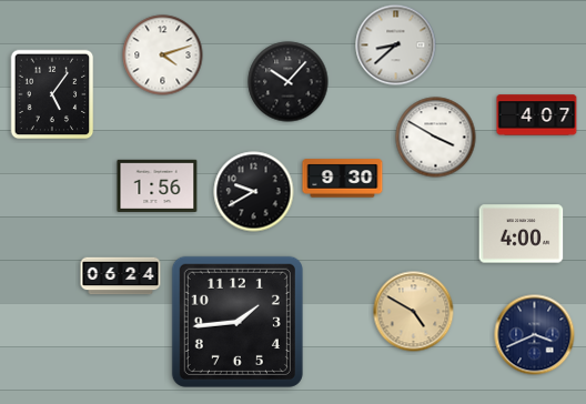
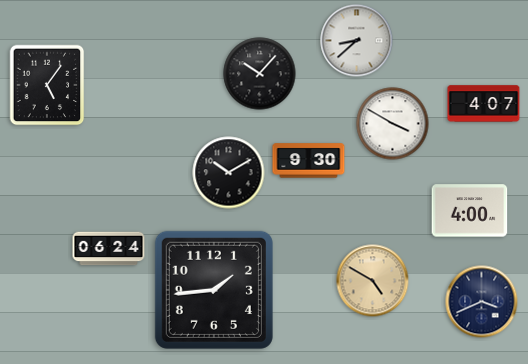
clock at (163, 55): 4:12 -> none
clock at (158, 185): 1:56 -> none
clock at (254, 192): 9:40 -> 10:10
